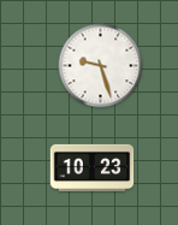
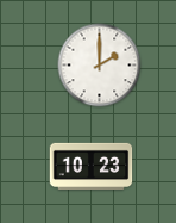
clock at (101, 66): 9:27 -> 2:00
